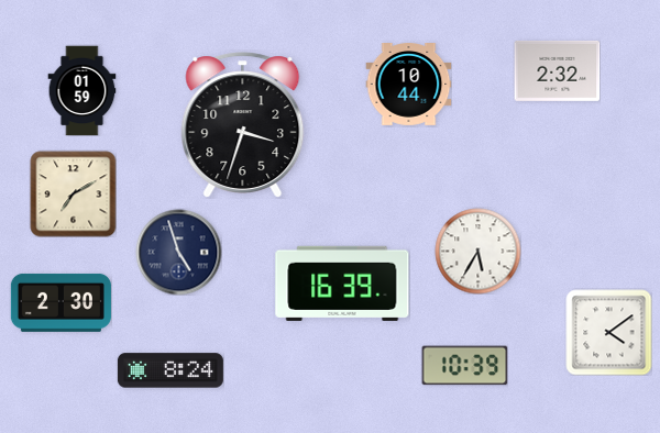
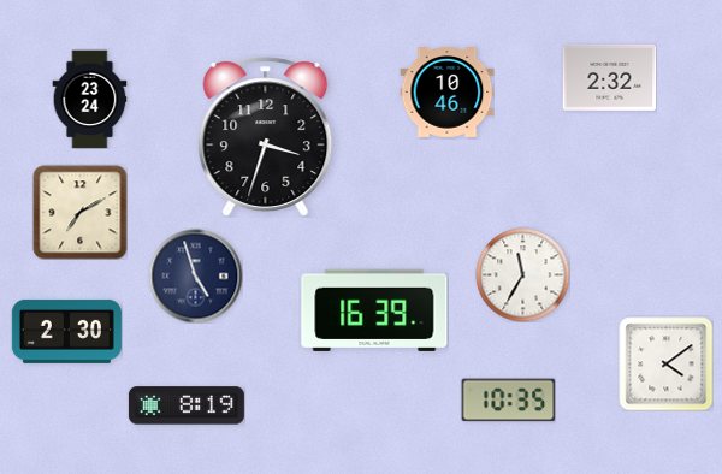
clock at (408, 85): 10:44 -> 10:46
clock at (82, 90): 01:59 -> 23:24
clock at (477, 251): 5:35 -> 11:35
clock at (464, 366): 10:39 -> 10:35
clock at (170, 370): 8:24 -> 8:19
